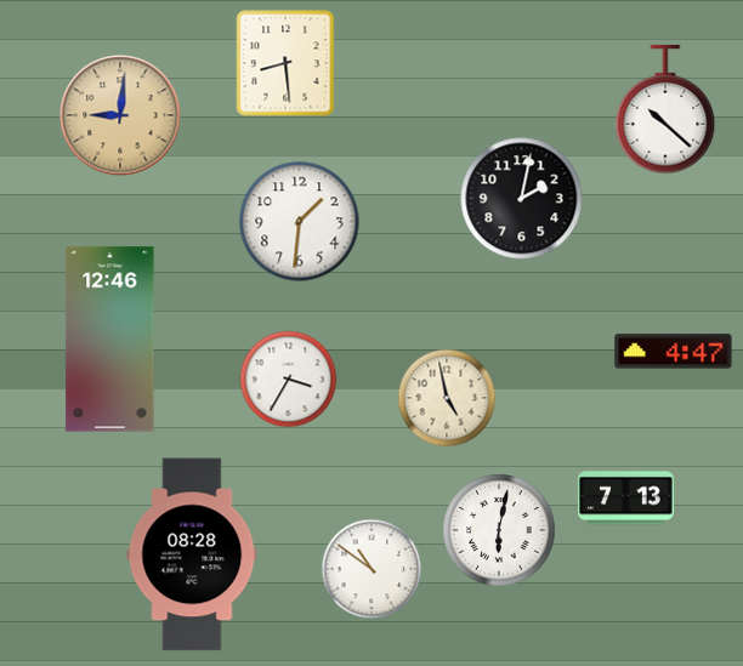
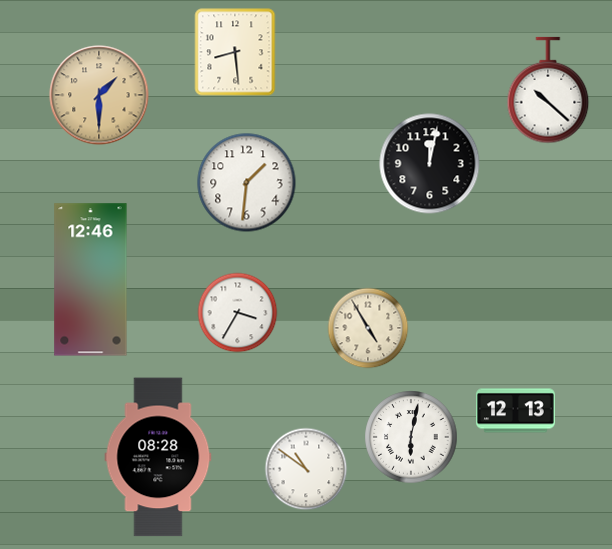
clock at (120, 115): 9:01 -> 1:30
clock at (522, 199): 2:02 -> 12:02
clock at (674, 352): 4:47 -> none
clock at (447, 398): 4:58 -> 4:55
clock at (626, 499): 7:13 -> 12:13
